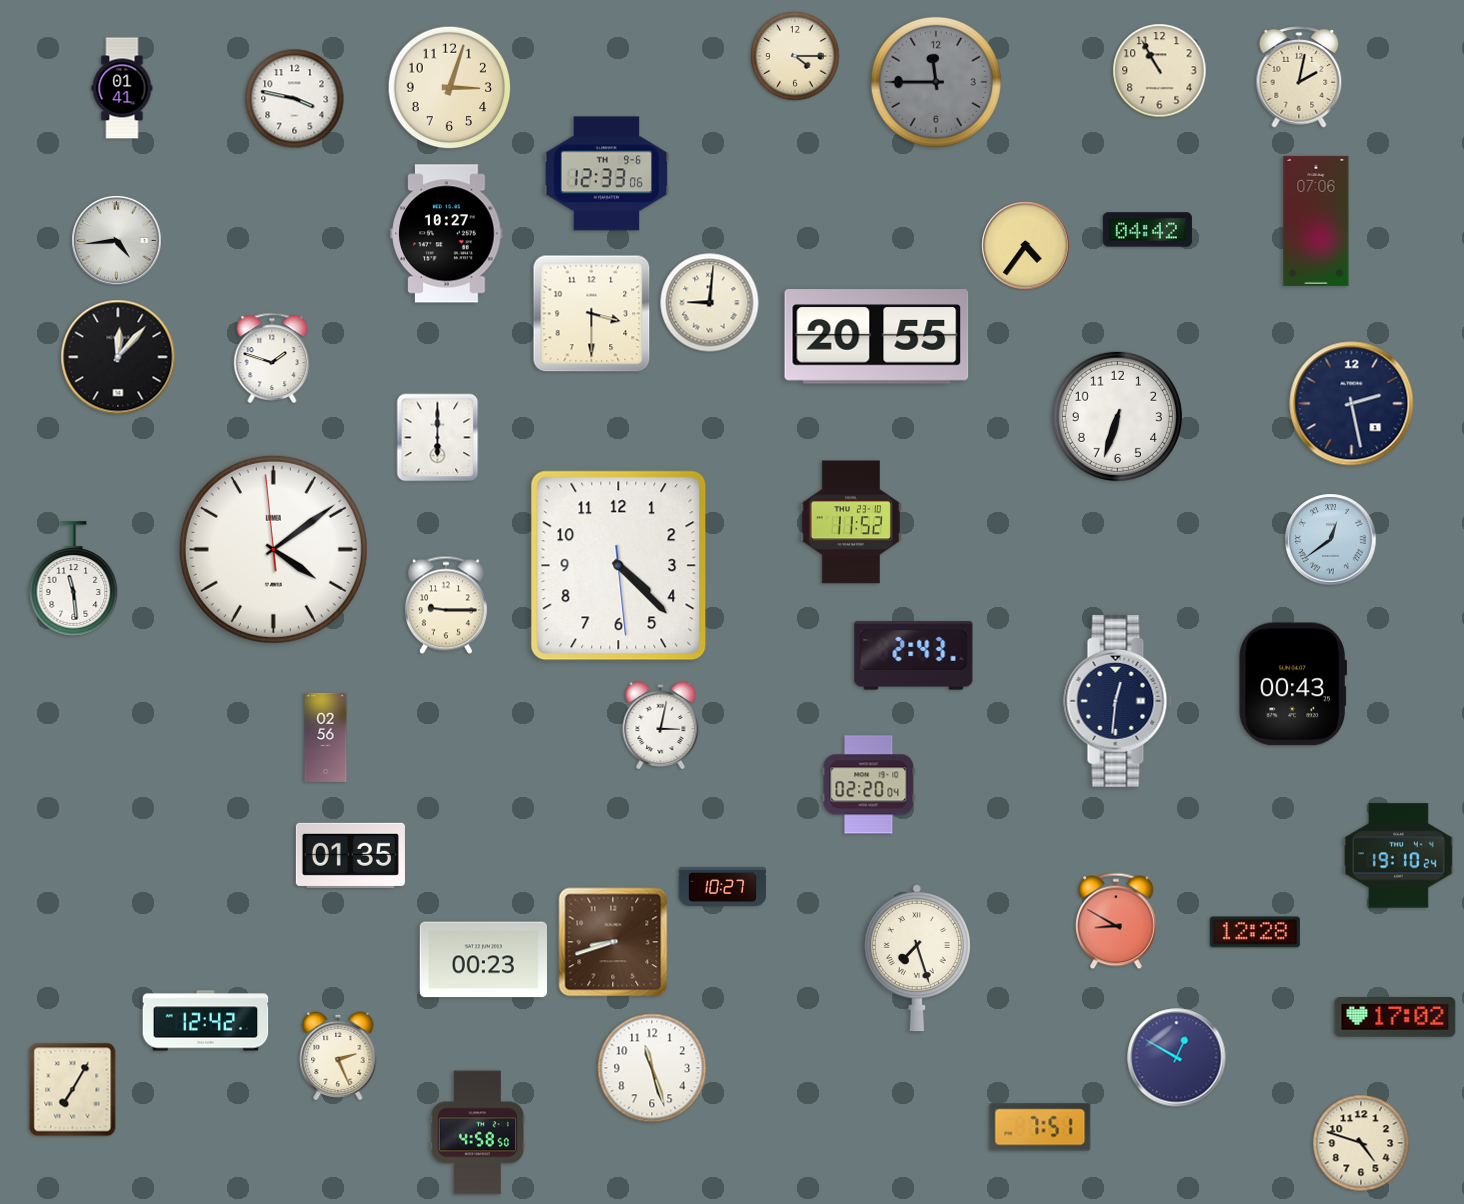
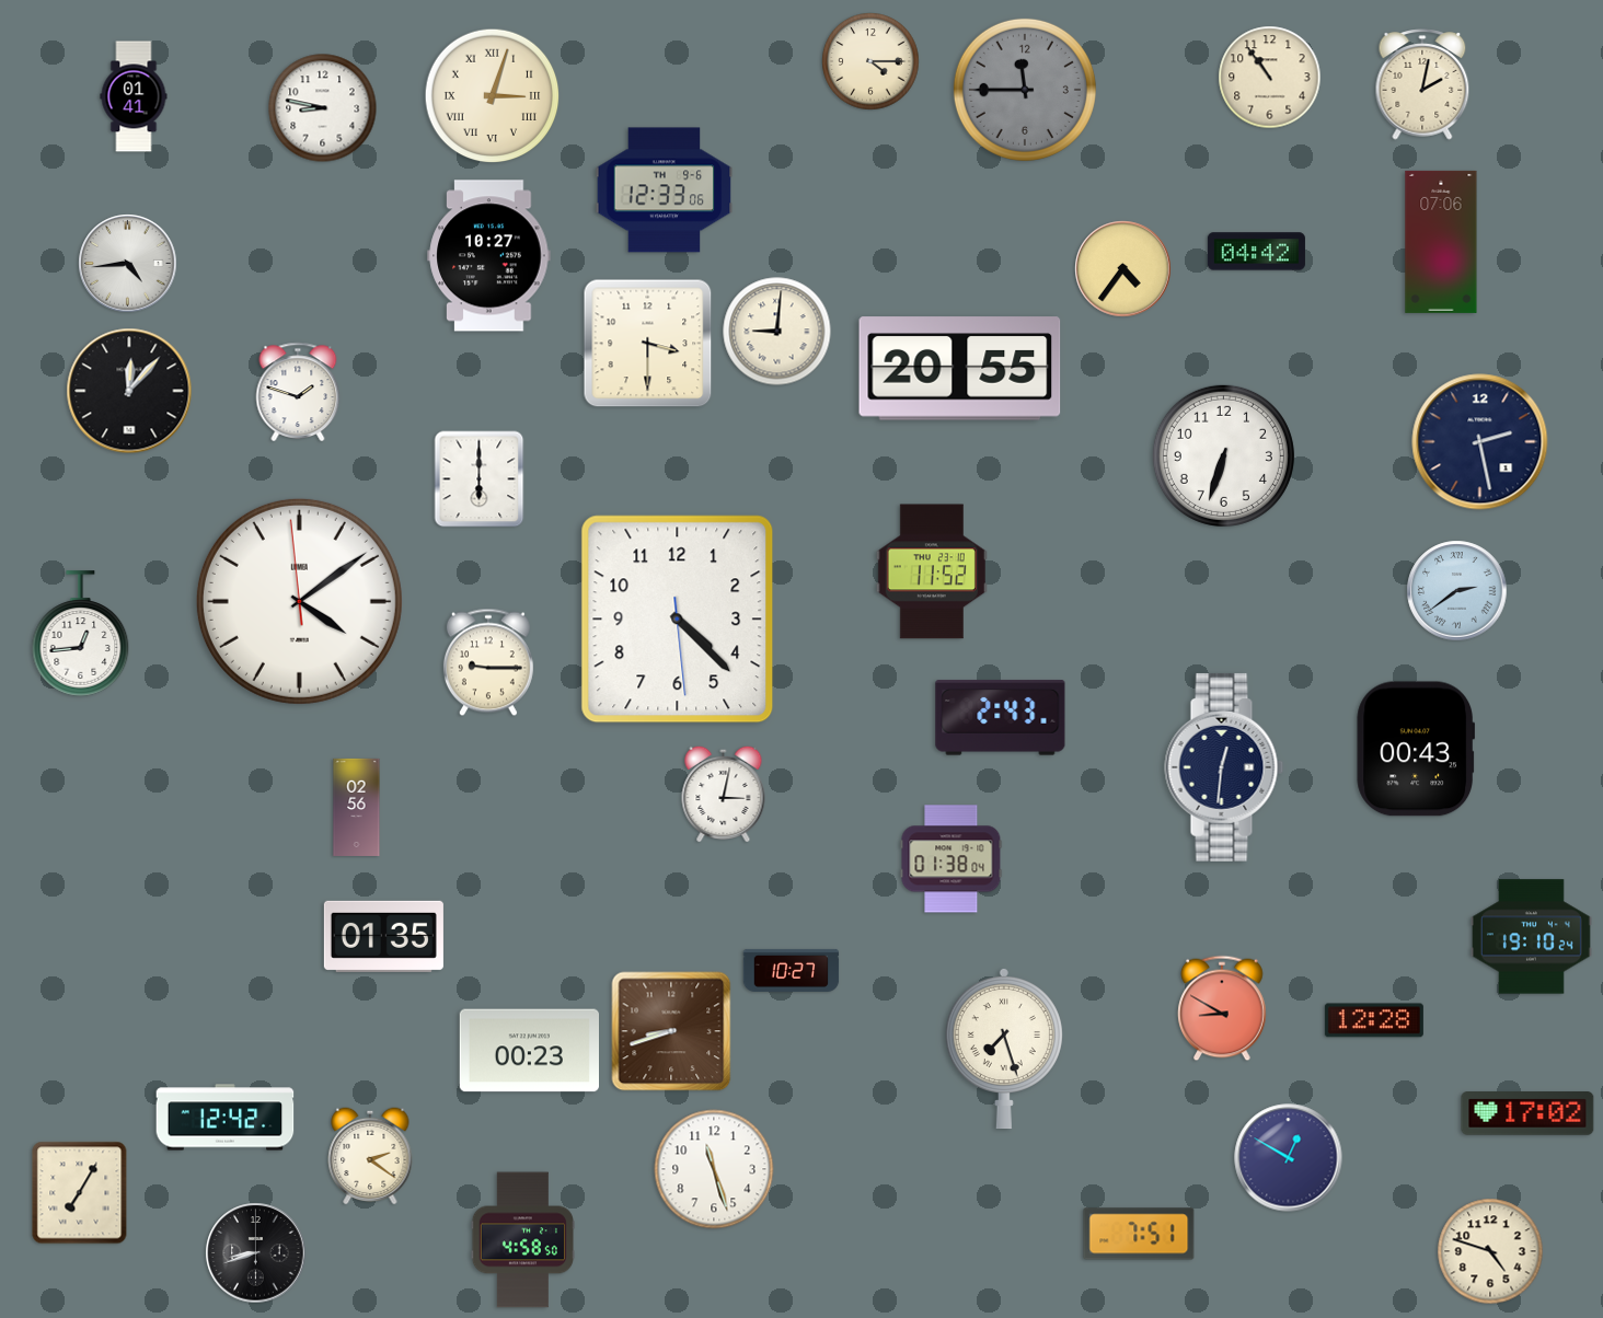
clock at (1160, 71): 10:55 -> 10:54
clock at (450, 88) numerals: Arabic -> Roman
clock at (295, 99): 3:47 -> 8:47
clock at (1331, 540): 12:39 -> 2:39
clock at (74, 579): 11:29 -> 12:44
clock at (869, 785): 02:20 -> 01:38
clock at (338, 1056): 2:26 -> 2:21
clock at (256, 1253): none -> 8:42
